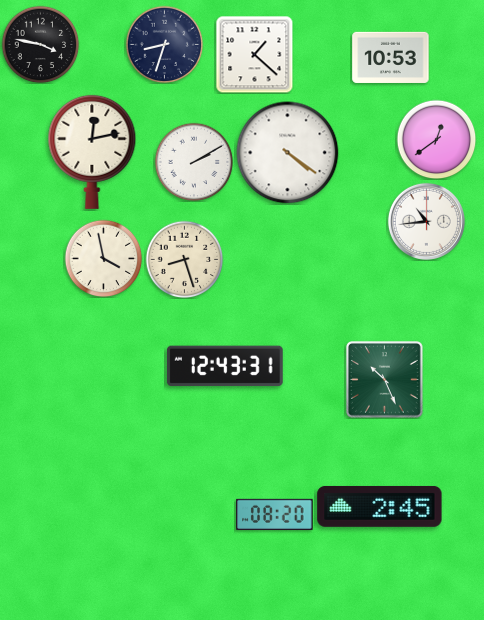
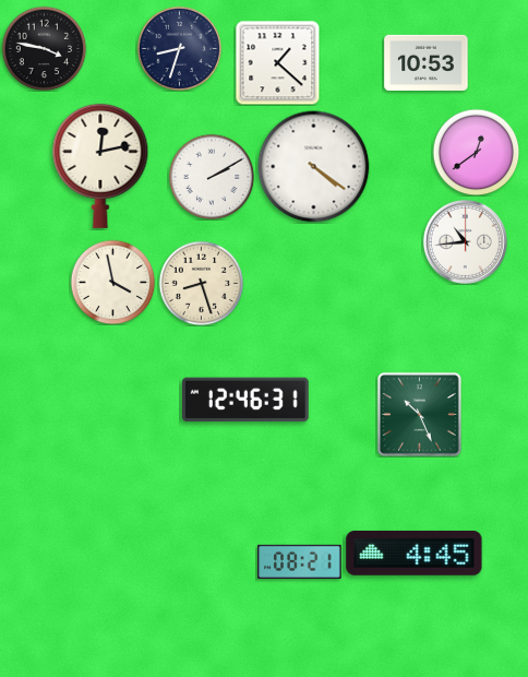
clock at (254, 54) position: (254, 54) -> (277, 62)
clock at (225, 366): 12:43 -> 12:46
clock at (380, 507): 2:45 -> 4:45
clock at (275, 514): 08:20 -> 08:21
